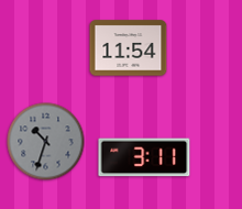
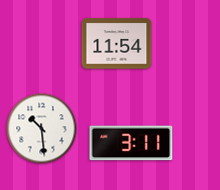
clock at (46, 142): 10:33 -> 10:29
clock at (46, 142) dial: grey -> white
